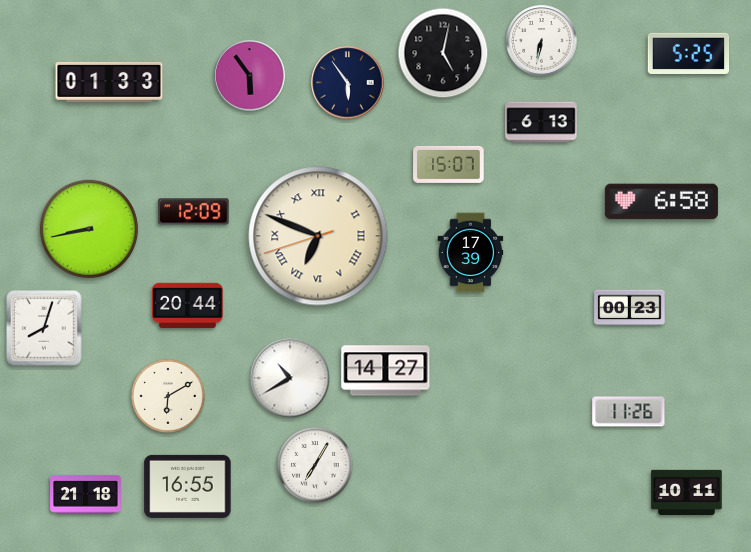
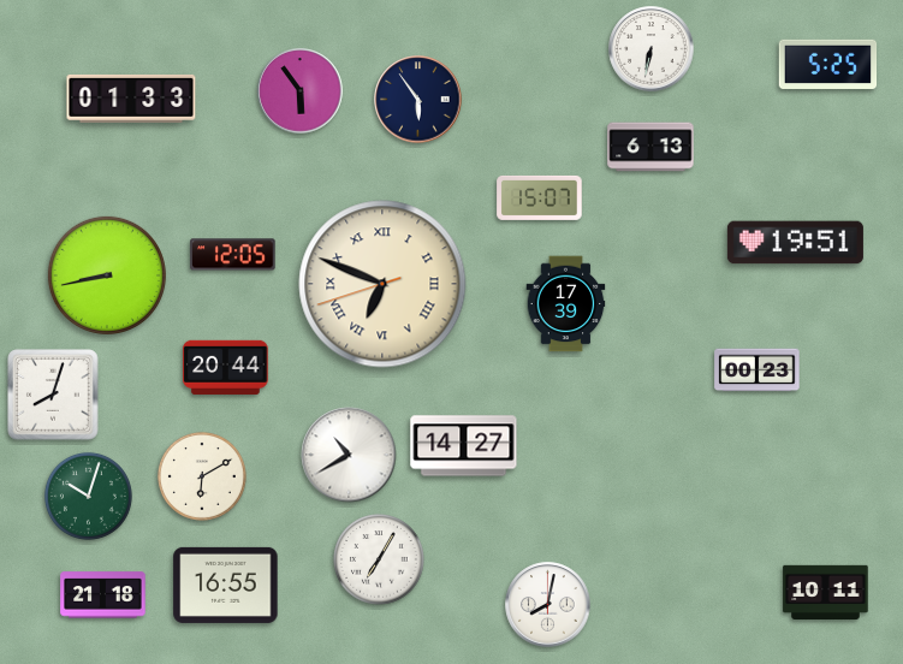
clock at (443, 53): 5:02 -> none
clock at (661, 202): 6:58 -> 19:51
clock at (194, 212): 12:09 -> 12:05
clock at (88, 496): none -> 10:03
clock at (629, 412): 11:26 -> none
clock at (548, 605): none -> 8:02
